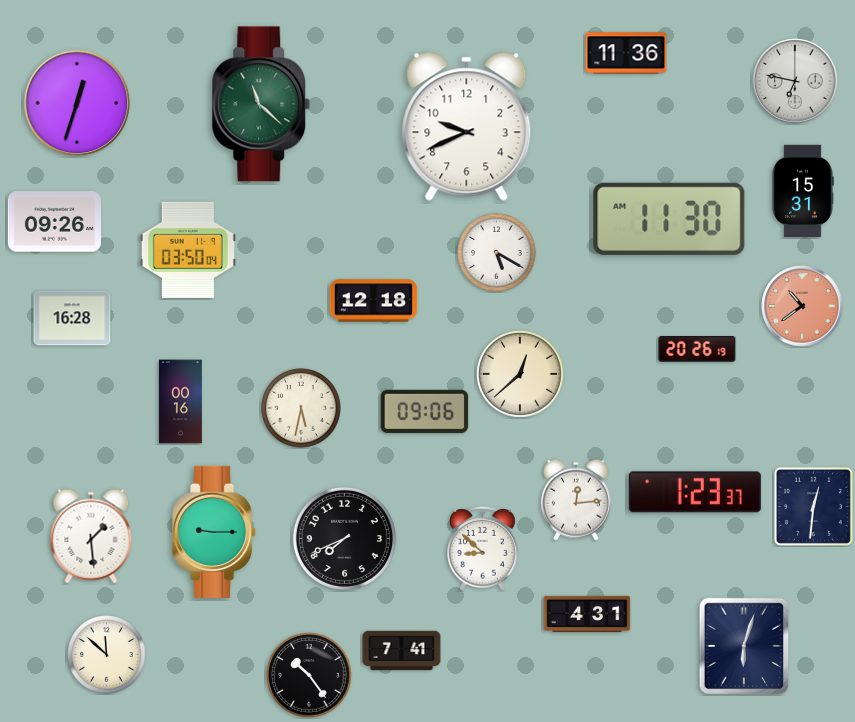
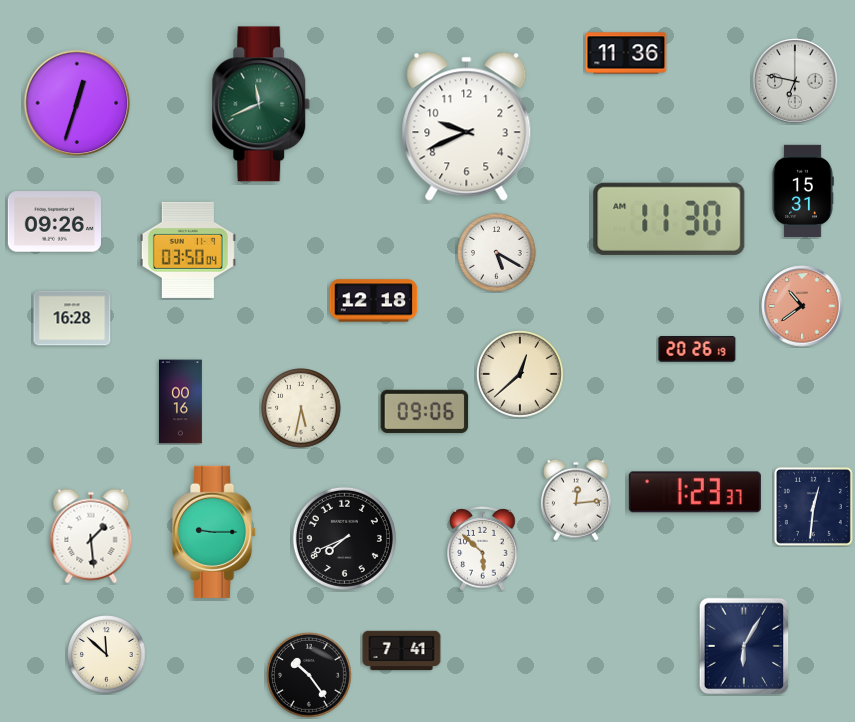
clock at (261, 104): 11:22 -> 11:41
clock at (483, 549): 8:52 -> 5:52
clock at (587, 614): 4:31 -> none
clock at (744, 646): 6:03 -> 6:05
